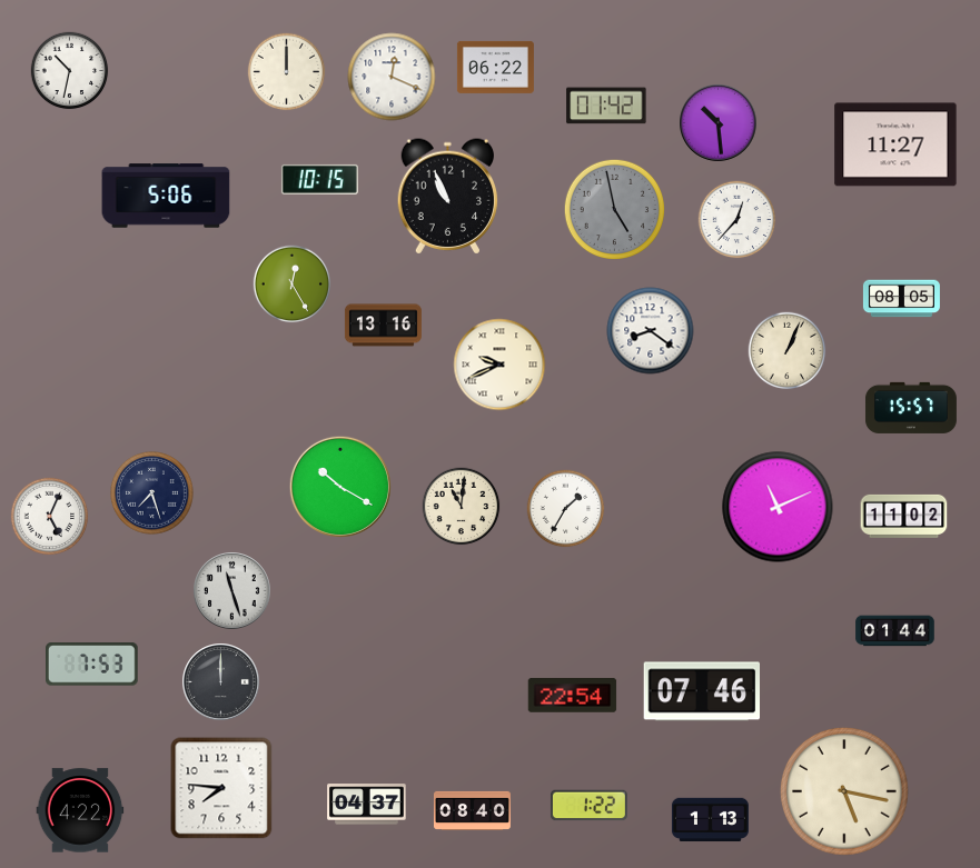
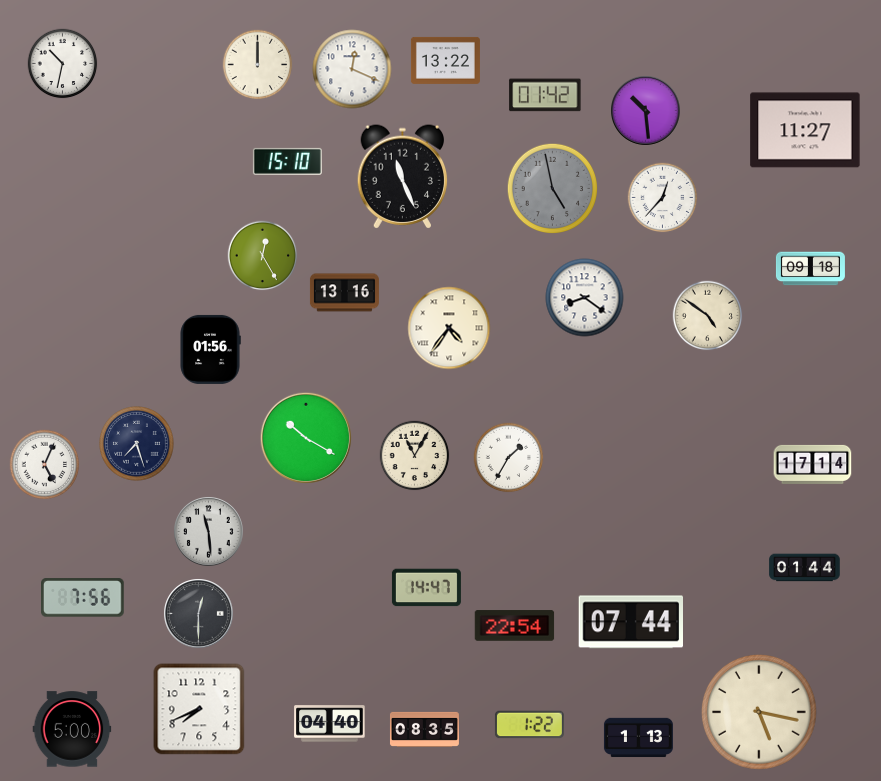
clock at (495, 67): 06:22 -> 13:22
clock at (319, 179): 10:15 -> 15:10
clock at (166, 196): 5:06 -> none
clock at (448, 197): 10:56 -> 11:26
clock at (901, 299): 08:05 -> 09:18
clock at (788, 351): 1:04 -> 4:51
clock at (499, 365): 9:41 -> 4:36
clock at (210, 349): none -> 01:56
clock at (911, 408): 15:57 -> none
clock at (462, 507): 11:01 -> 11:05
clock at (778, 507): 11:11 -> none
clock at (904, 516): 11:02 -> 17:14
clock at (232, 591): 11:27 -> 11:29
clock at (426, 588): none -> 14:47
clock at (92, 665): 7:53 -> 7:56
clock at (221, 682): 12:00 -> 12:30
clock at (701, 691): 07:46 -> 07:44
clock at (221, 788): 7:46 -> 7:41
clock at (367, 805): 04:37 -> 04:40
clock at (80, 810): 4:22 -> 5:00
clock at (472, 810): 08:40 -> 08:35
